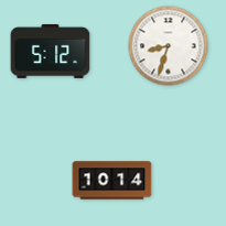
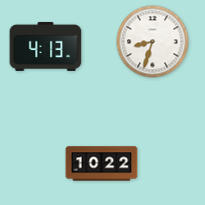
clock at (51, 51): 5:12 -> 4:13
clock at (112, 181): 10:14 -> 10:22
